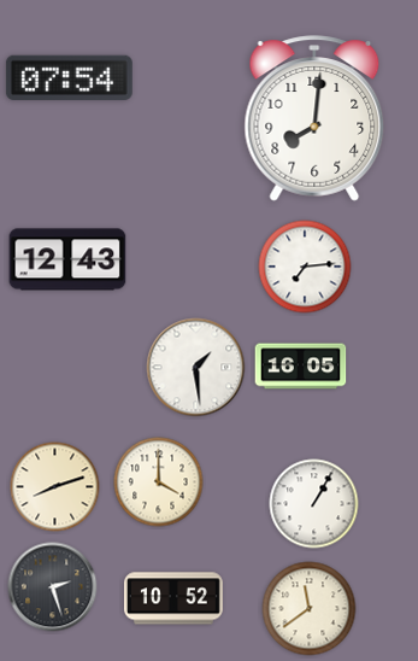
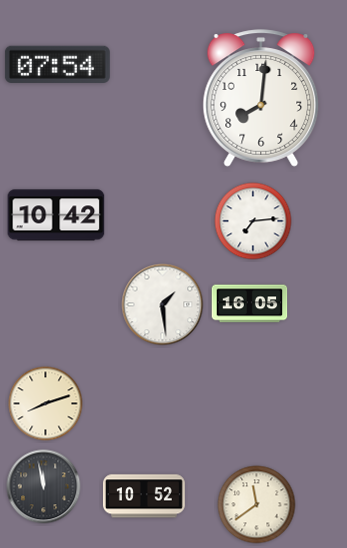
clock at (67, 259): 12:43 -> 10:42
clock at (159, 482): 4:00 -> none
clock at (314, 504): 1:05 -> none
clock at (53, 587): 2:27 -> 11:58
